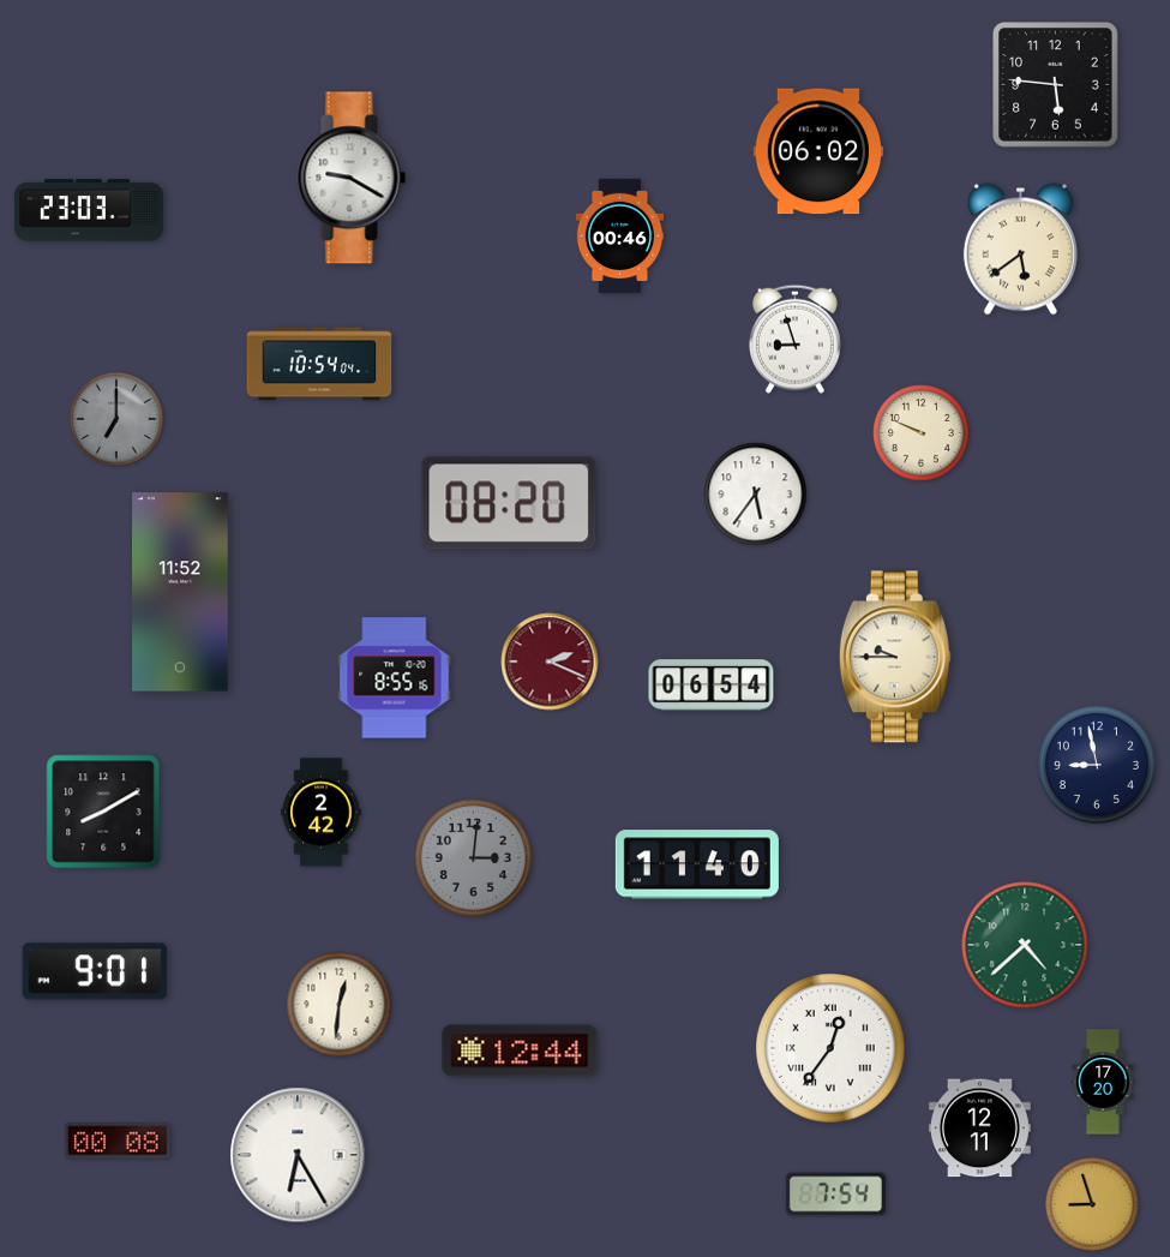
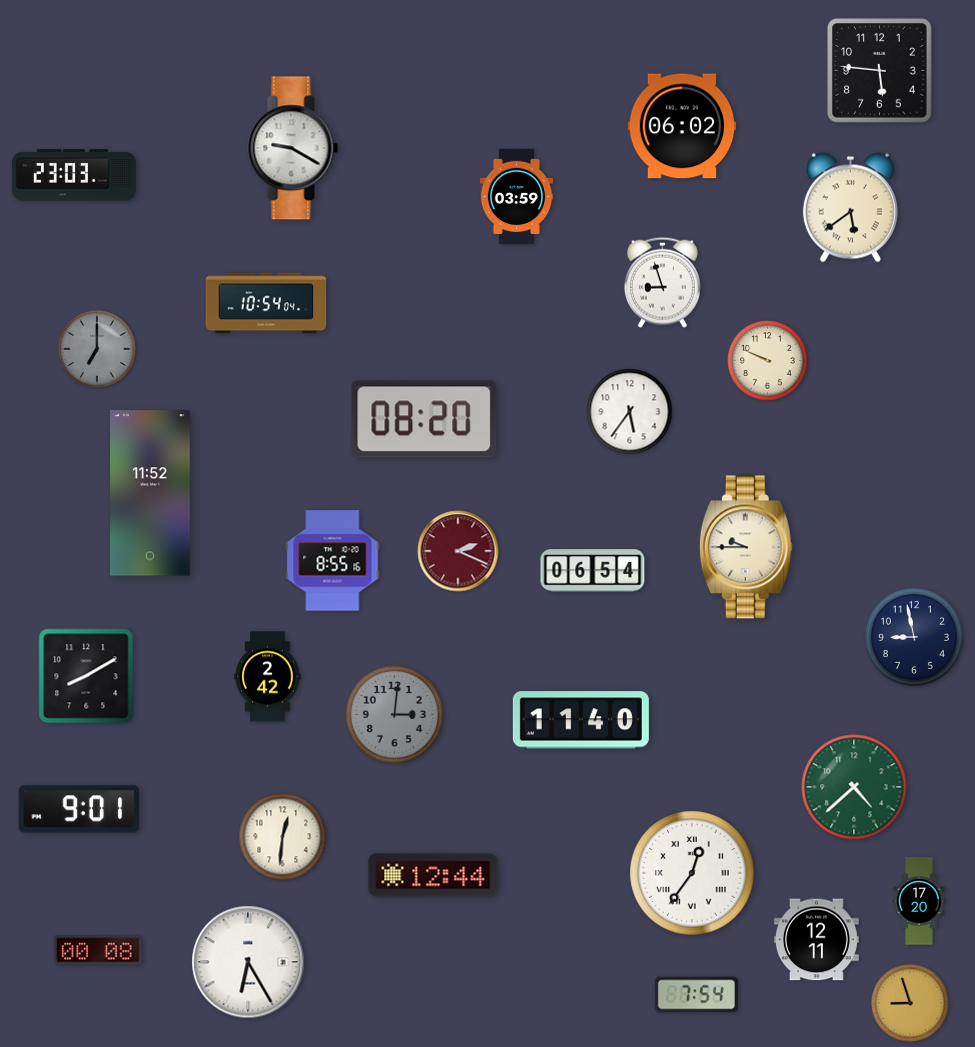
clock at (620, 237): 00:46 -> 03:59
clock at (395, 678) position: (395, 678) -> (333, 561)
